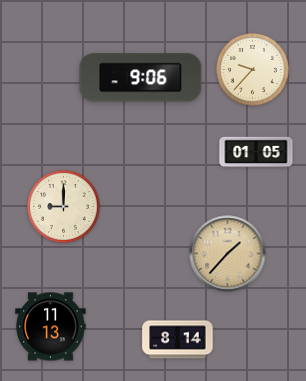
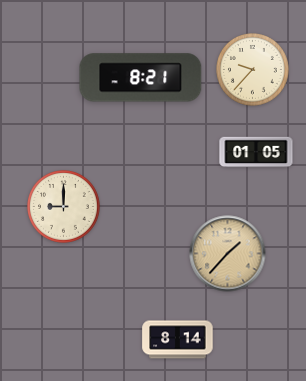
clock at (141, 78): 9:06 -> 8:21
clock at (51, 327): 11:13 -> none
